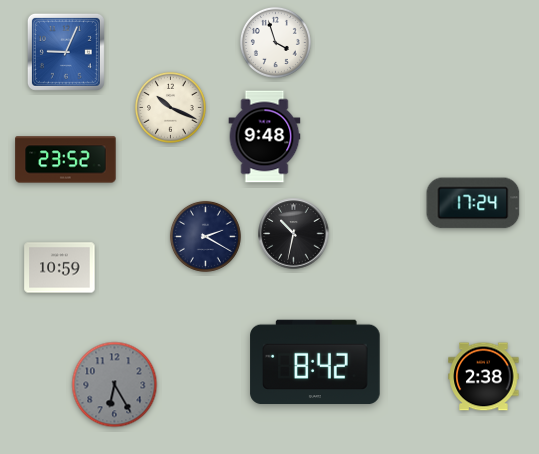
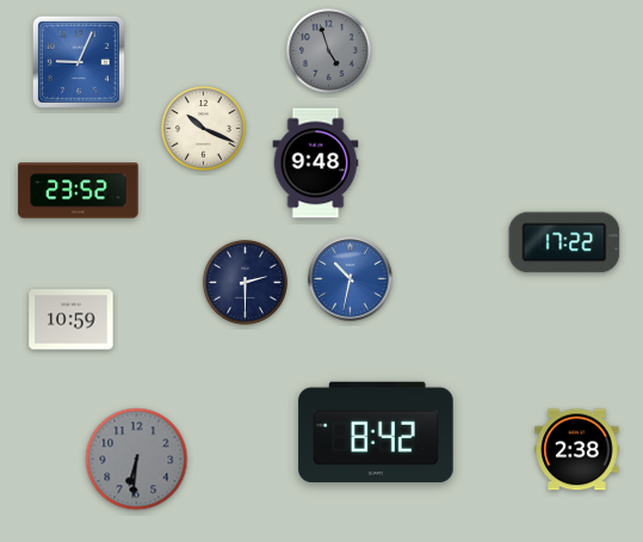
clock at (275, 42): 3:57 -> 4:57
clock at (275, 42) dial: white -> grey
clock at (473, 203): 17:24 -> 17:22
clock at (294, 234) dial: black -> blue
clock at (205, 236): 2:20 -> 2:30
clock at (115, 385): 6:25 -> 6:31
